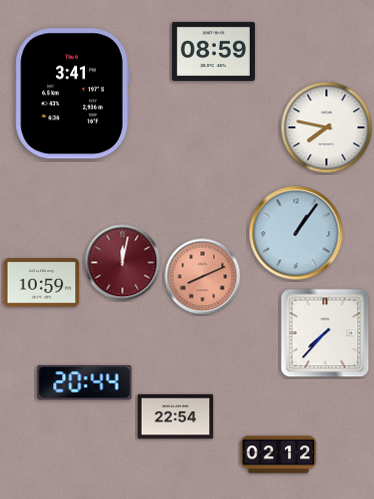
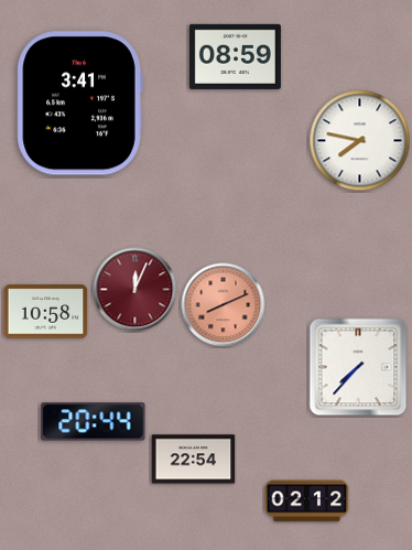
clock at (296, 233): 1:06 -> none
clock at (123, 263): 12:02 -> 12:04
clock at (42, 283): 10:59 -> 10:58
